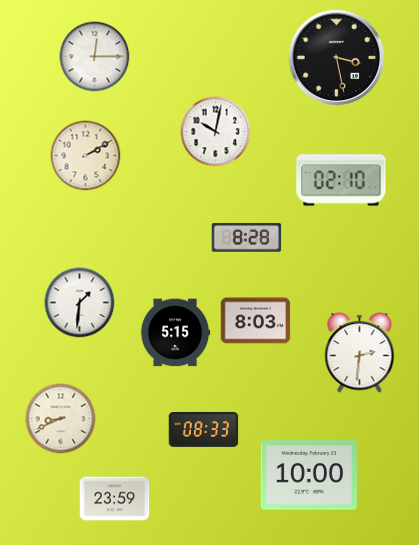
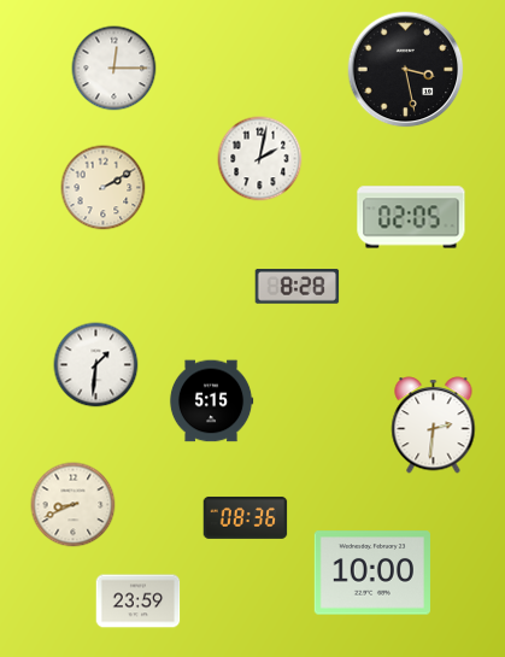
clock at (216, 132): 10:02 -> 2:02
clock at (341, 180): 02:10 -> 02:05
clock at (256, 321): 8:03 -> none
clock at (204, 429): 08:33 -> 08:36
